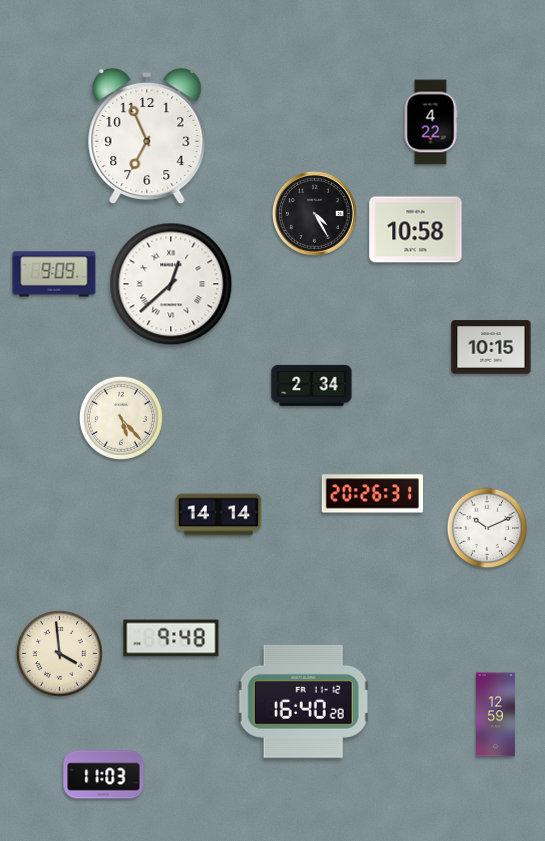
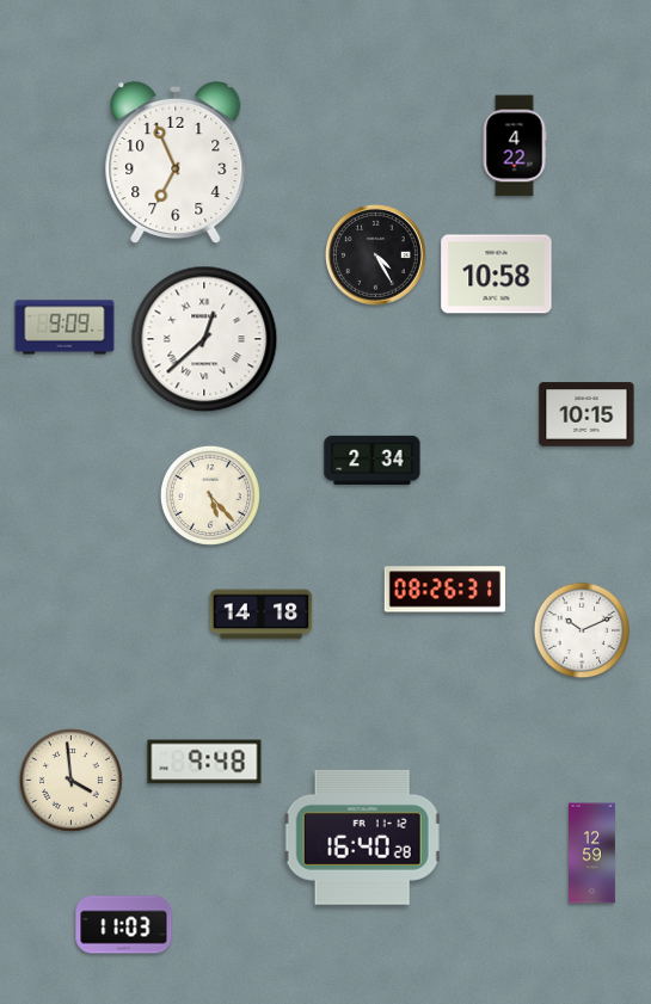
clock at (121, 418) position: (121, 418) -> (210, 495)
clock at (372, 494): 20:26 -> 08:26
clock at (219, 515): 14:14 -> 14:18
